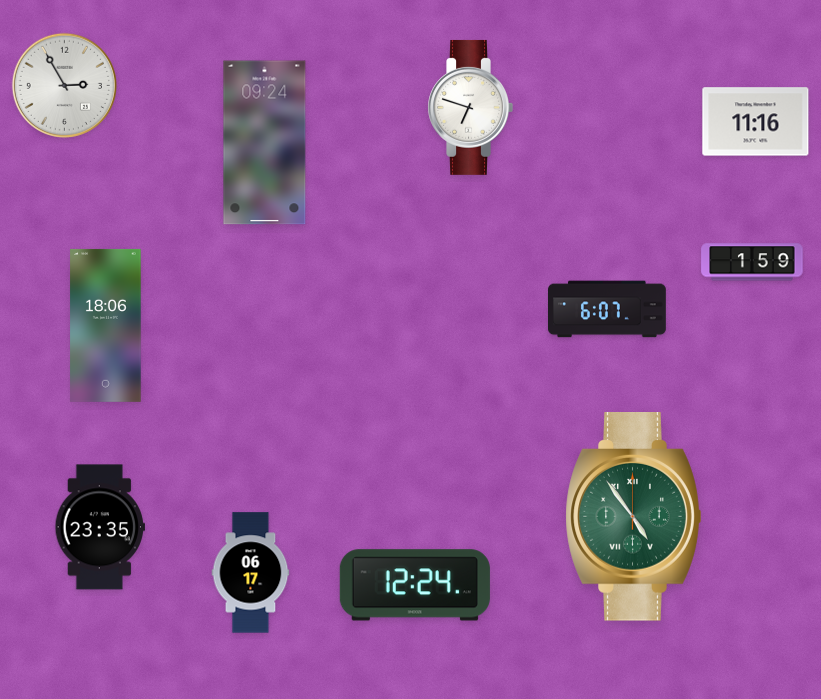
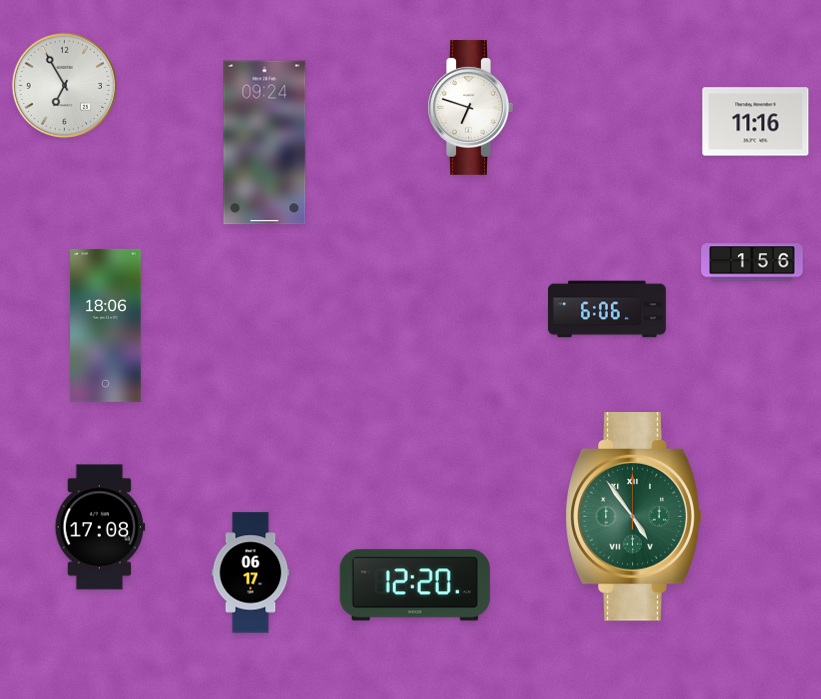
clock at (64, 85): 2:55 -> 6:55
clock at (752, 262): 1:59 -> 1:56
clock at (607, 309): 6:07 -> 6:06
clock at (99, 527): 23:35 -> 17:08
clock at (415, 585): 12:24 -> 12:20
